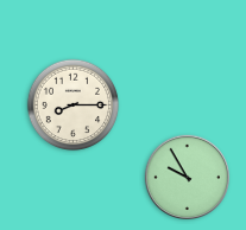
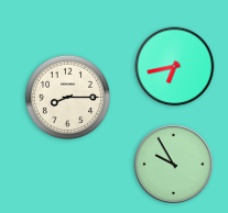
clock at (175, 67): none -> 6:43
